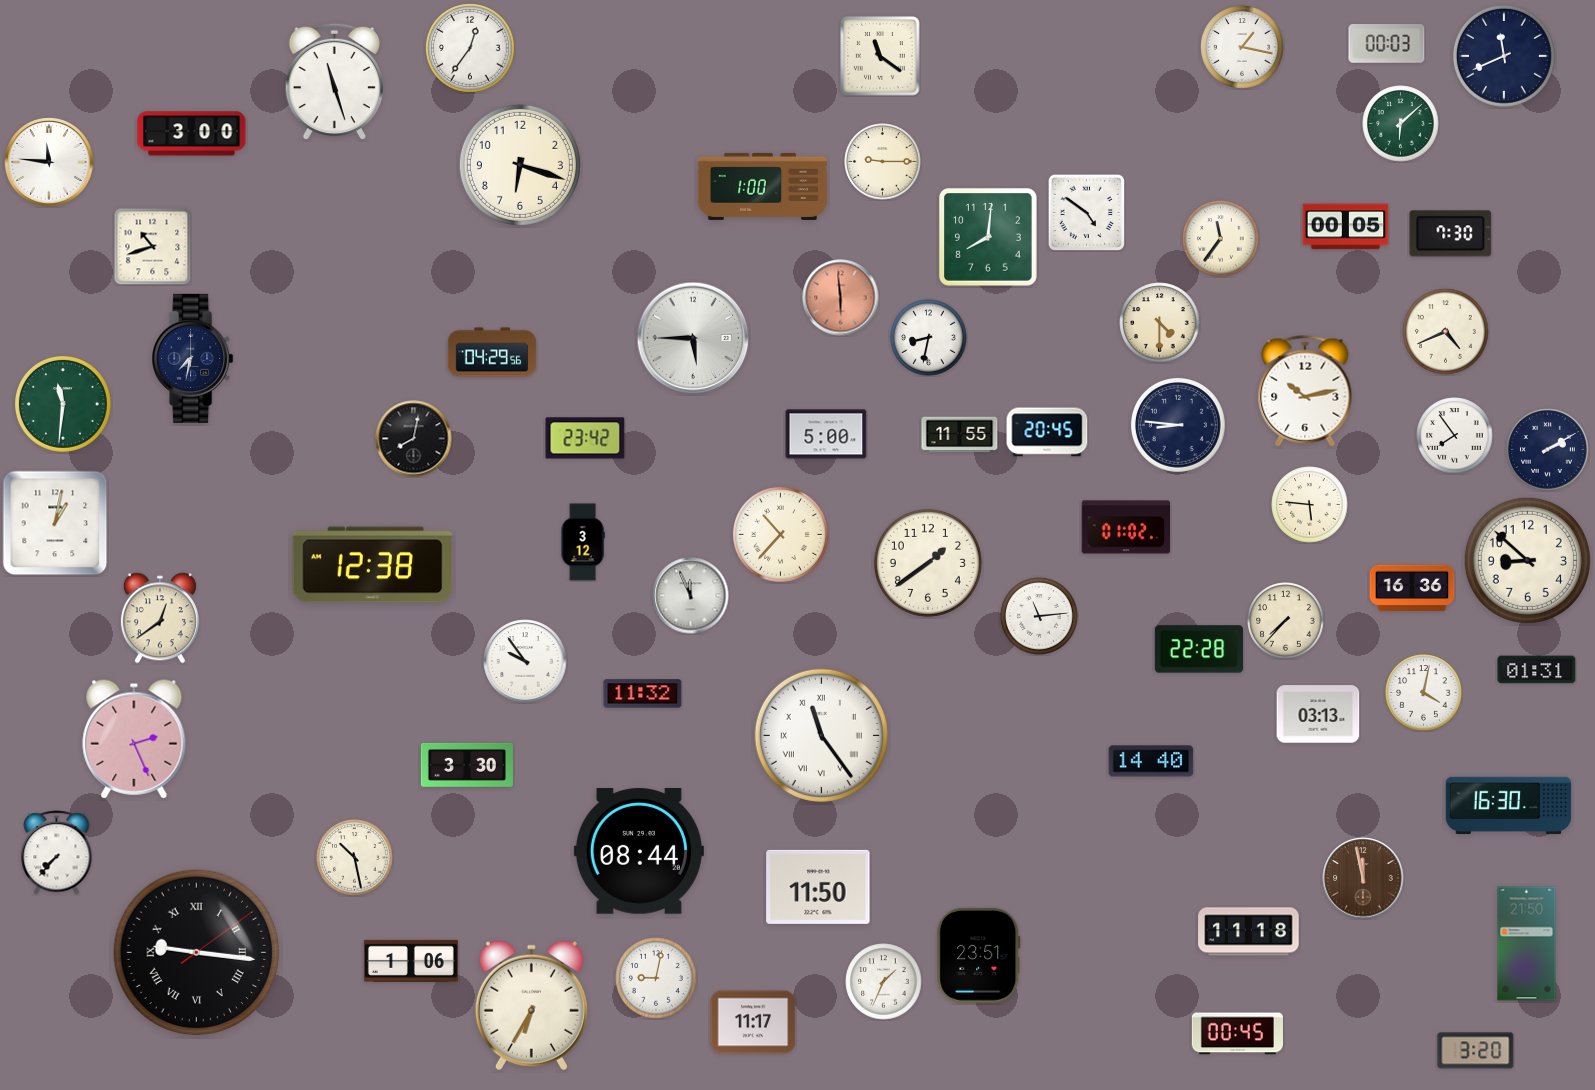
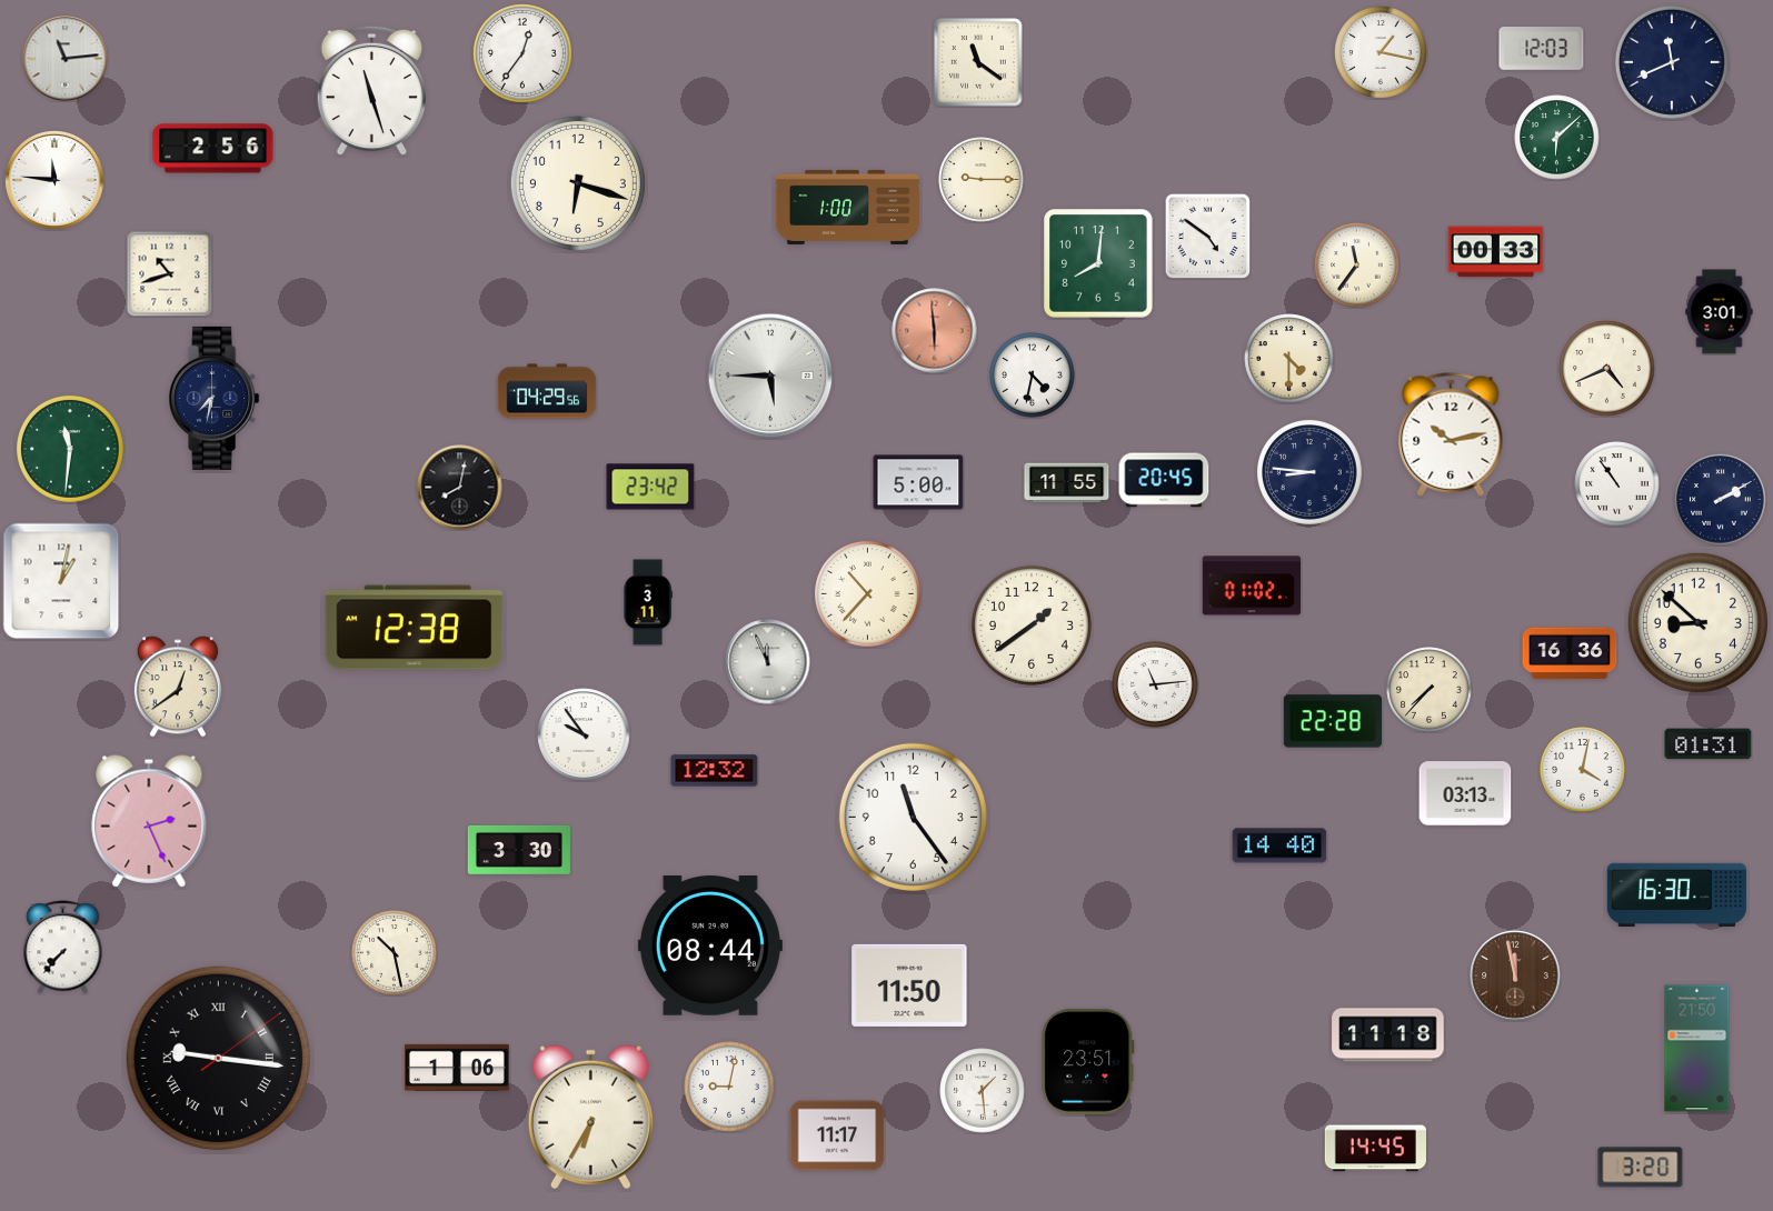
clock at (1387, 44): 00:03 -> 12:03
clock at (66, 59): none -> 11:14
clock at (192, 134): 3:00 -> 2:56
clock at (1346, 227): 00:05 -> 00:33
clock at (1451, 234): 7:30 -> none
clock at (1720, 312): none -> 3:01
clock at (929, 338): 8:32 -> 4:32
clock at (1455, 436): 7:54 -> 10:54
clock at (1310, 505): 5:46 -> none
clock at (583, 542): 3:12 -> 3:11
clock at (643, 694): 11:32 -> 12:32
clock at (821, 735) numerals: Roman -> Arabic
clock at (884, 982): 1:34 -> 1:29
clock at (1237, 1034): 00:45 -> 14:45
